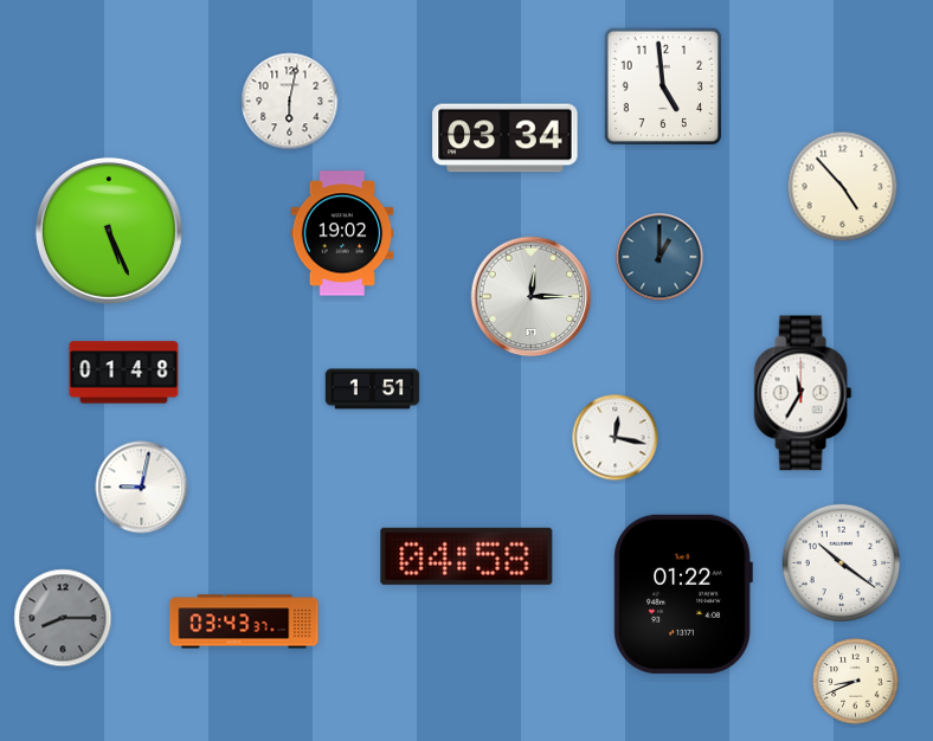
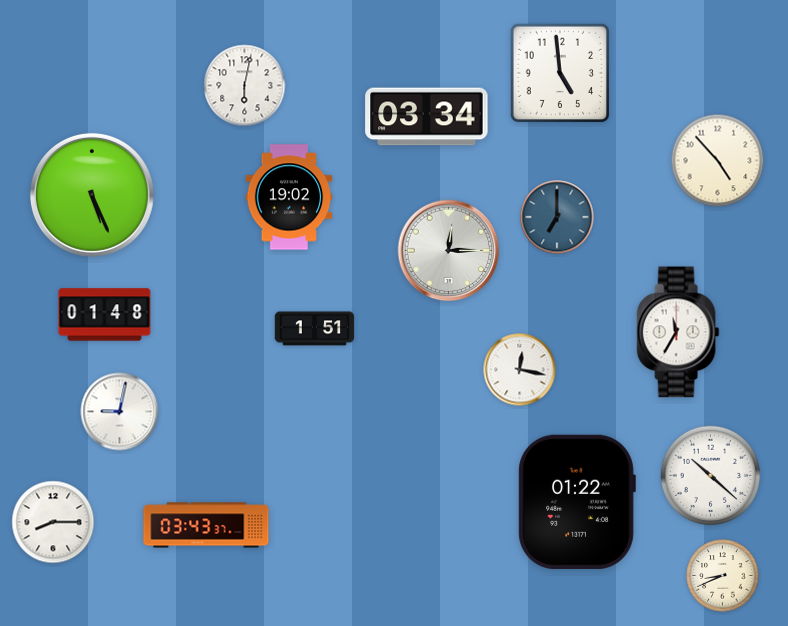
clock at (843, 187) position: (843, 187) -> (718, 161)
clock at (659, 257): 1:00 -> 7:00
clock at (466, 556): 04:58 -> none
clock at (842, 563): 10:21 -> 10:22
clock at (63, 618) dial: grey -> white
